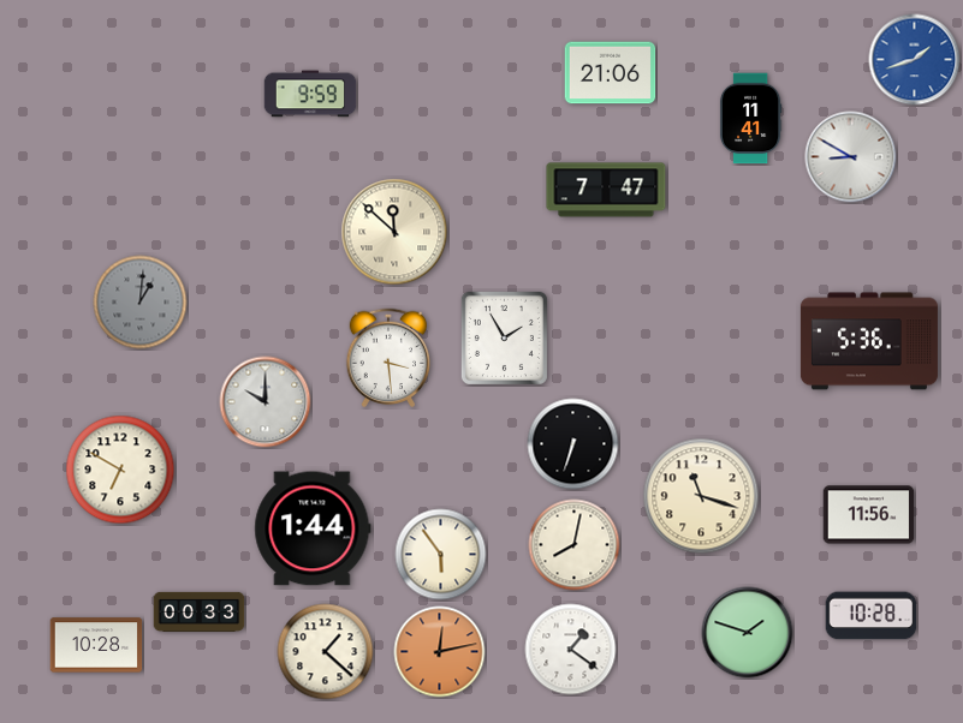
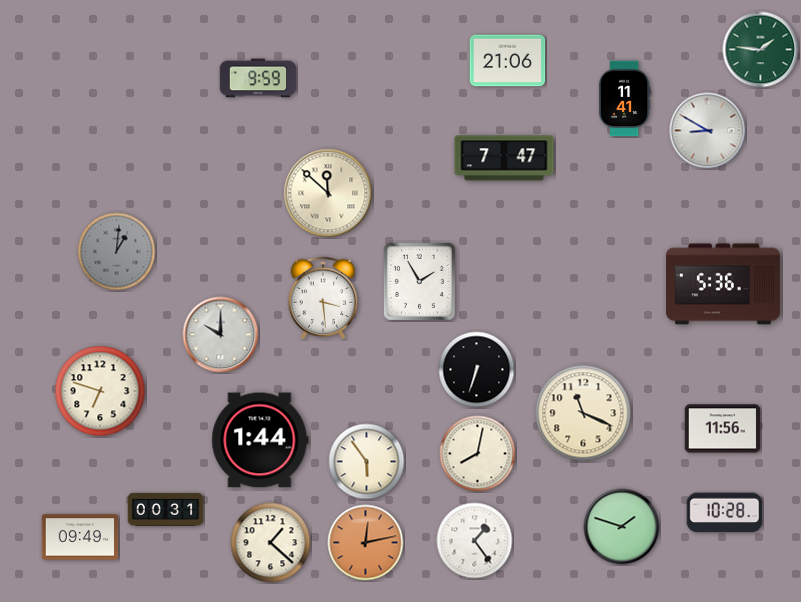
clock at (915, 60): 1:42 -> 1:46
clock at (915, 60) dial: blue -> green
clock at (120, 470): 6:50 -> 6:48
clock at (701, 496): 11:18 -> 11:19
clock at (200, 611): 00:33 -> 00:31
clock at (96, 645): 10:28 -> 09:49
clock at (571, 650): 1:21 -> 1:24
